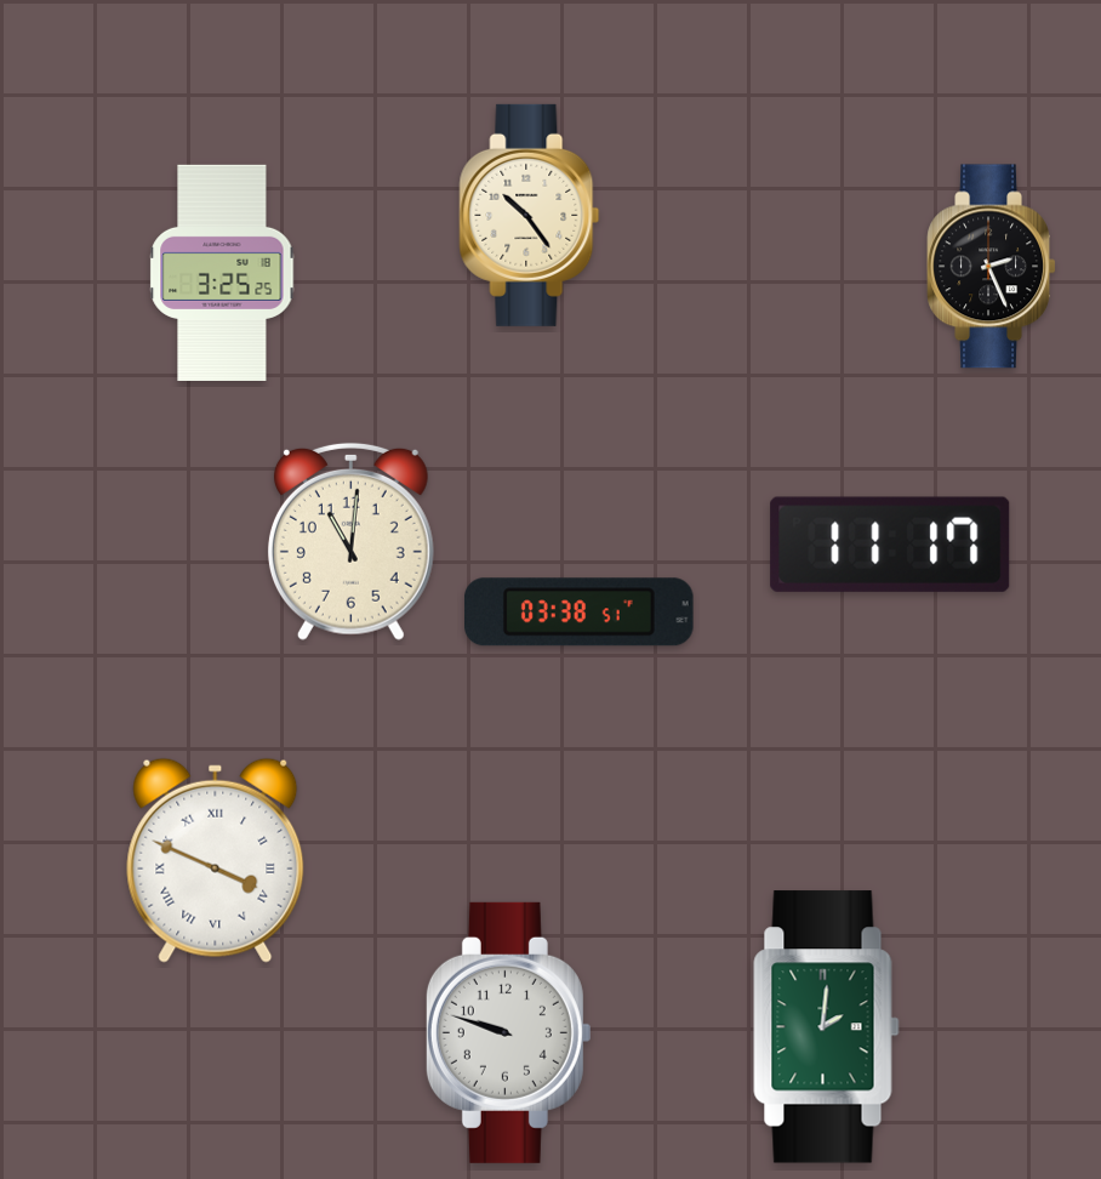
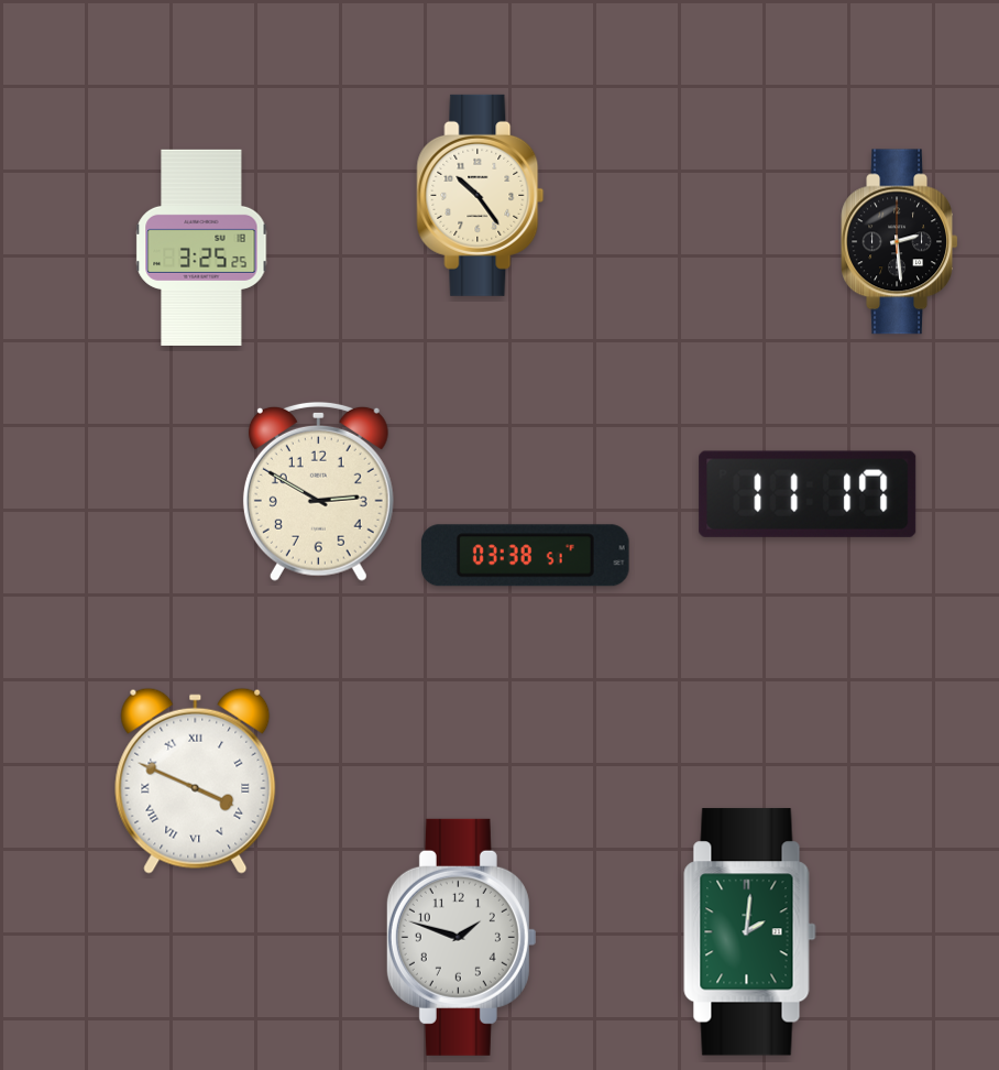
clock at (991, 267): 2:26 -> 2:29
clock at (350, 541): 11:01 -> 2:50
clock at (508, 1032): 9:48 -> 1:48
